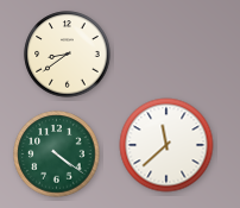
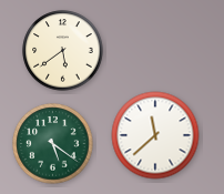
clock at (68, 55): 8:39 -> 5:39
clock at (57, 155): 4:21 -> 5:21
